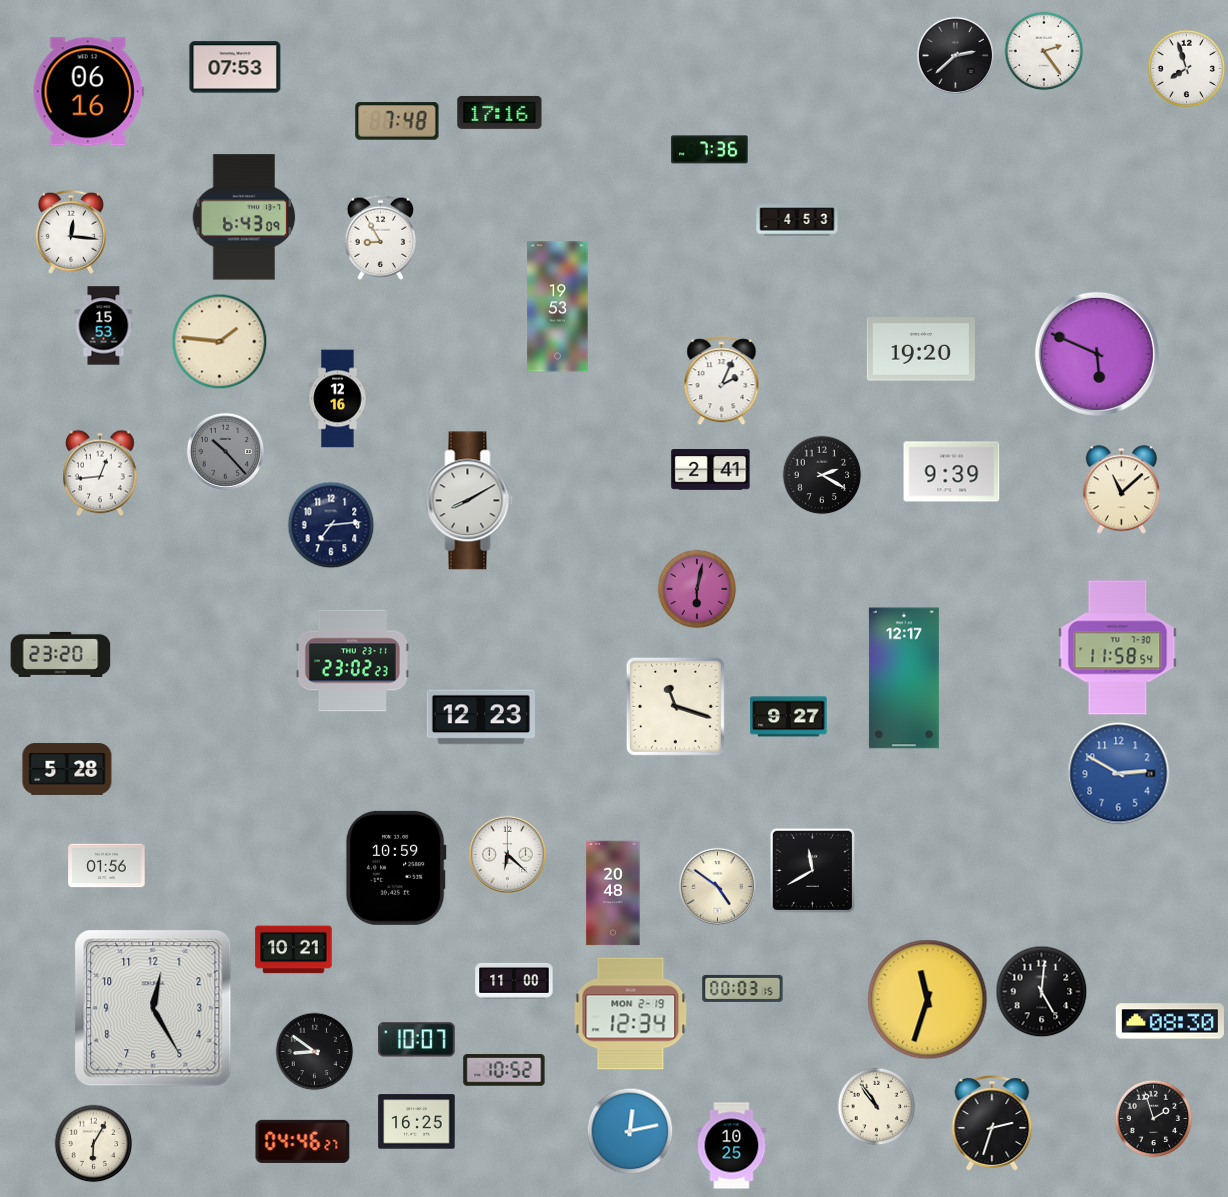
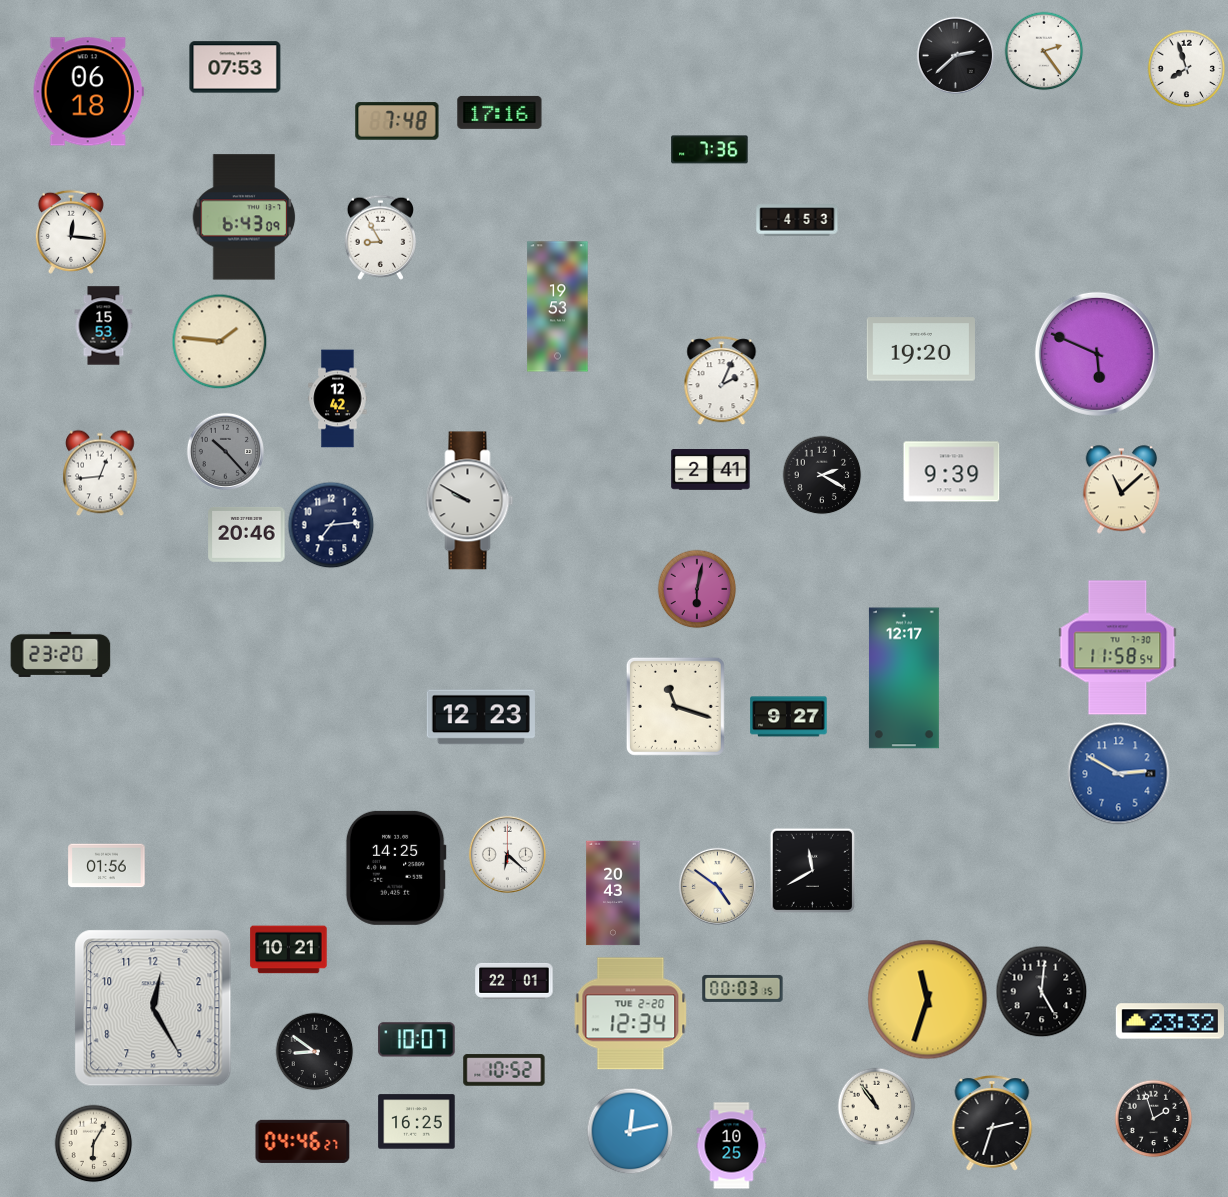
clock at (88, 92): 06:16 -> 06:18
clock at (338, 399): 12:16 -> 12:42
clock at (470, 501): 8:10 -> 9:50
clock at (247, 534): none -> 20:46
clock at (352, 661): 23:02 -> none
clock at (67, 769): 5:28 -> none
clock at (396, 868): 10:59 -> 14:25
clock at (613, 893): 20:48 -> 20:43
clock at (294, 950) position: (294, 950) -> (289, 950)
clock at (514, 981): 11:00 -> 22:01
clock at (631, 1014) date: MON 2-19 -> TUE 2-20
clock at (1170, 1021): 08:30 -> 23:32
